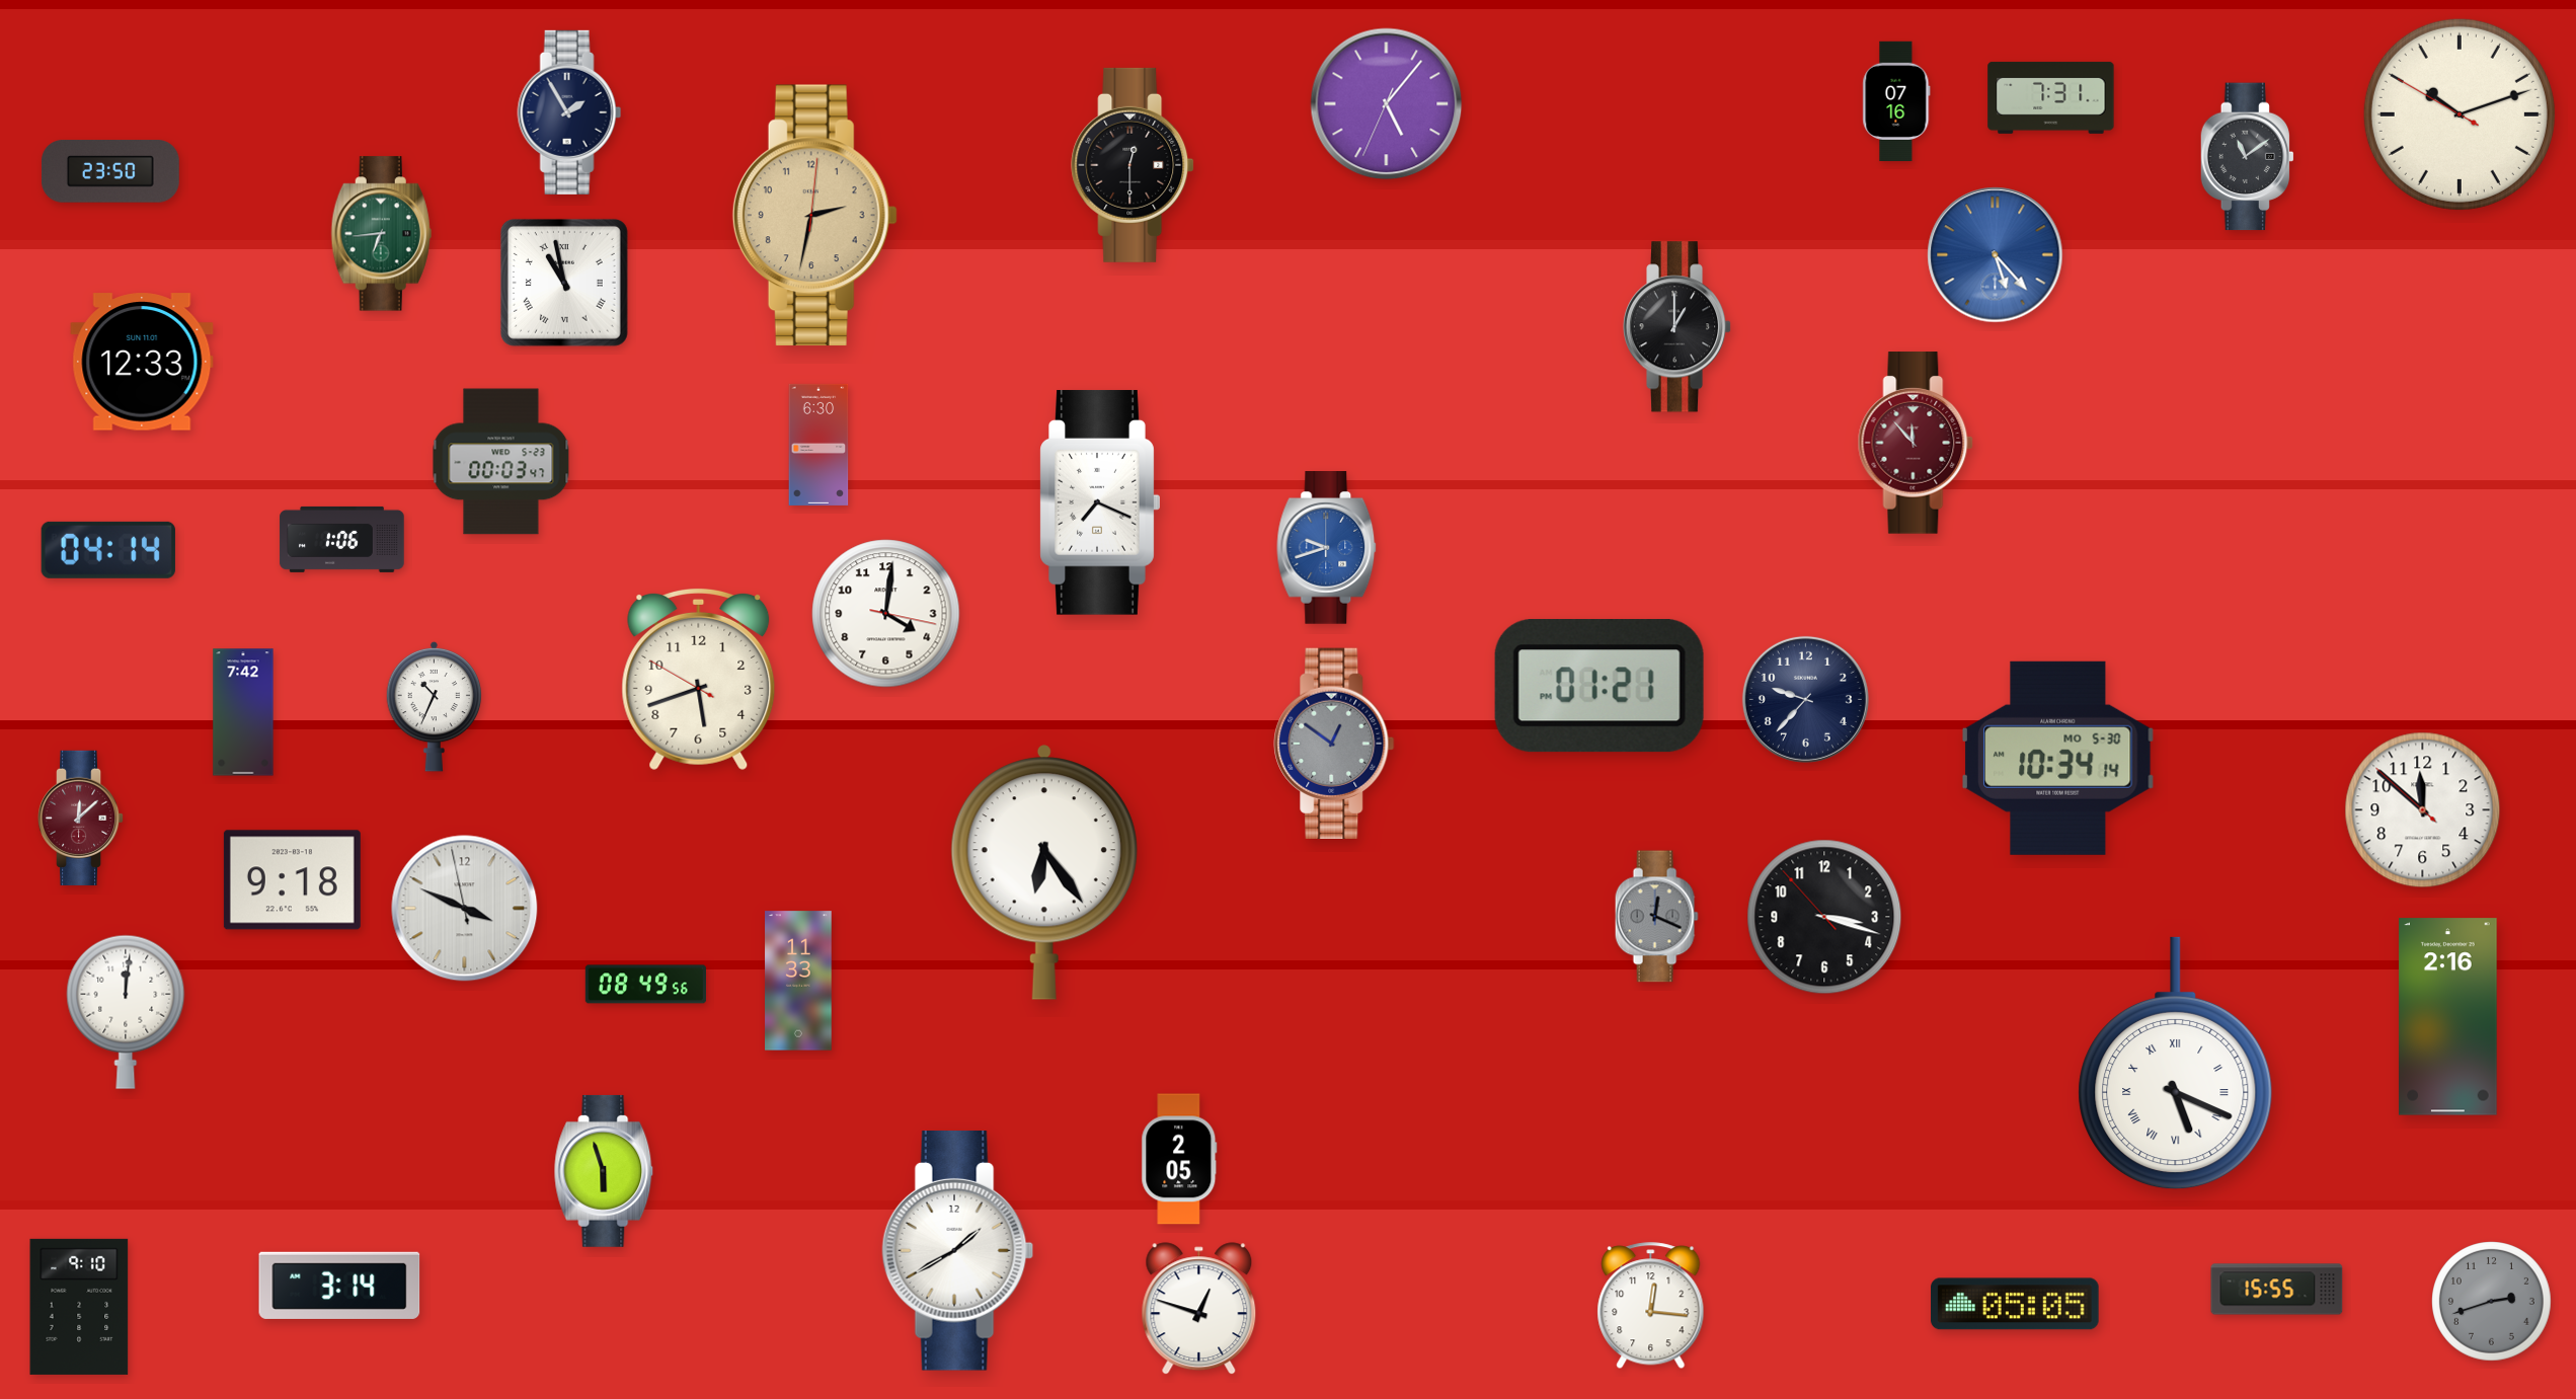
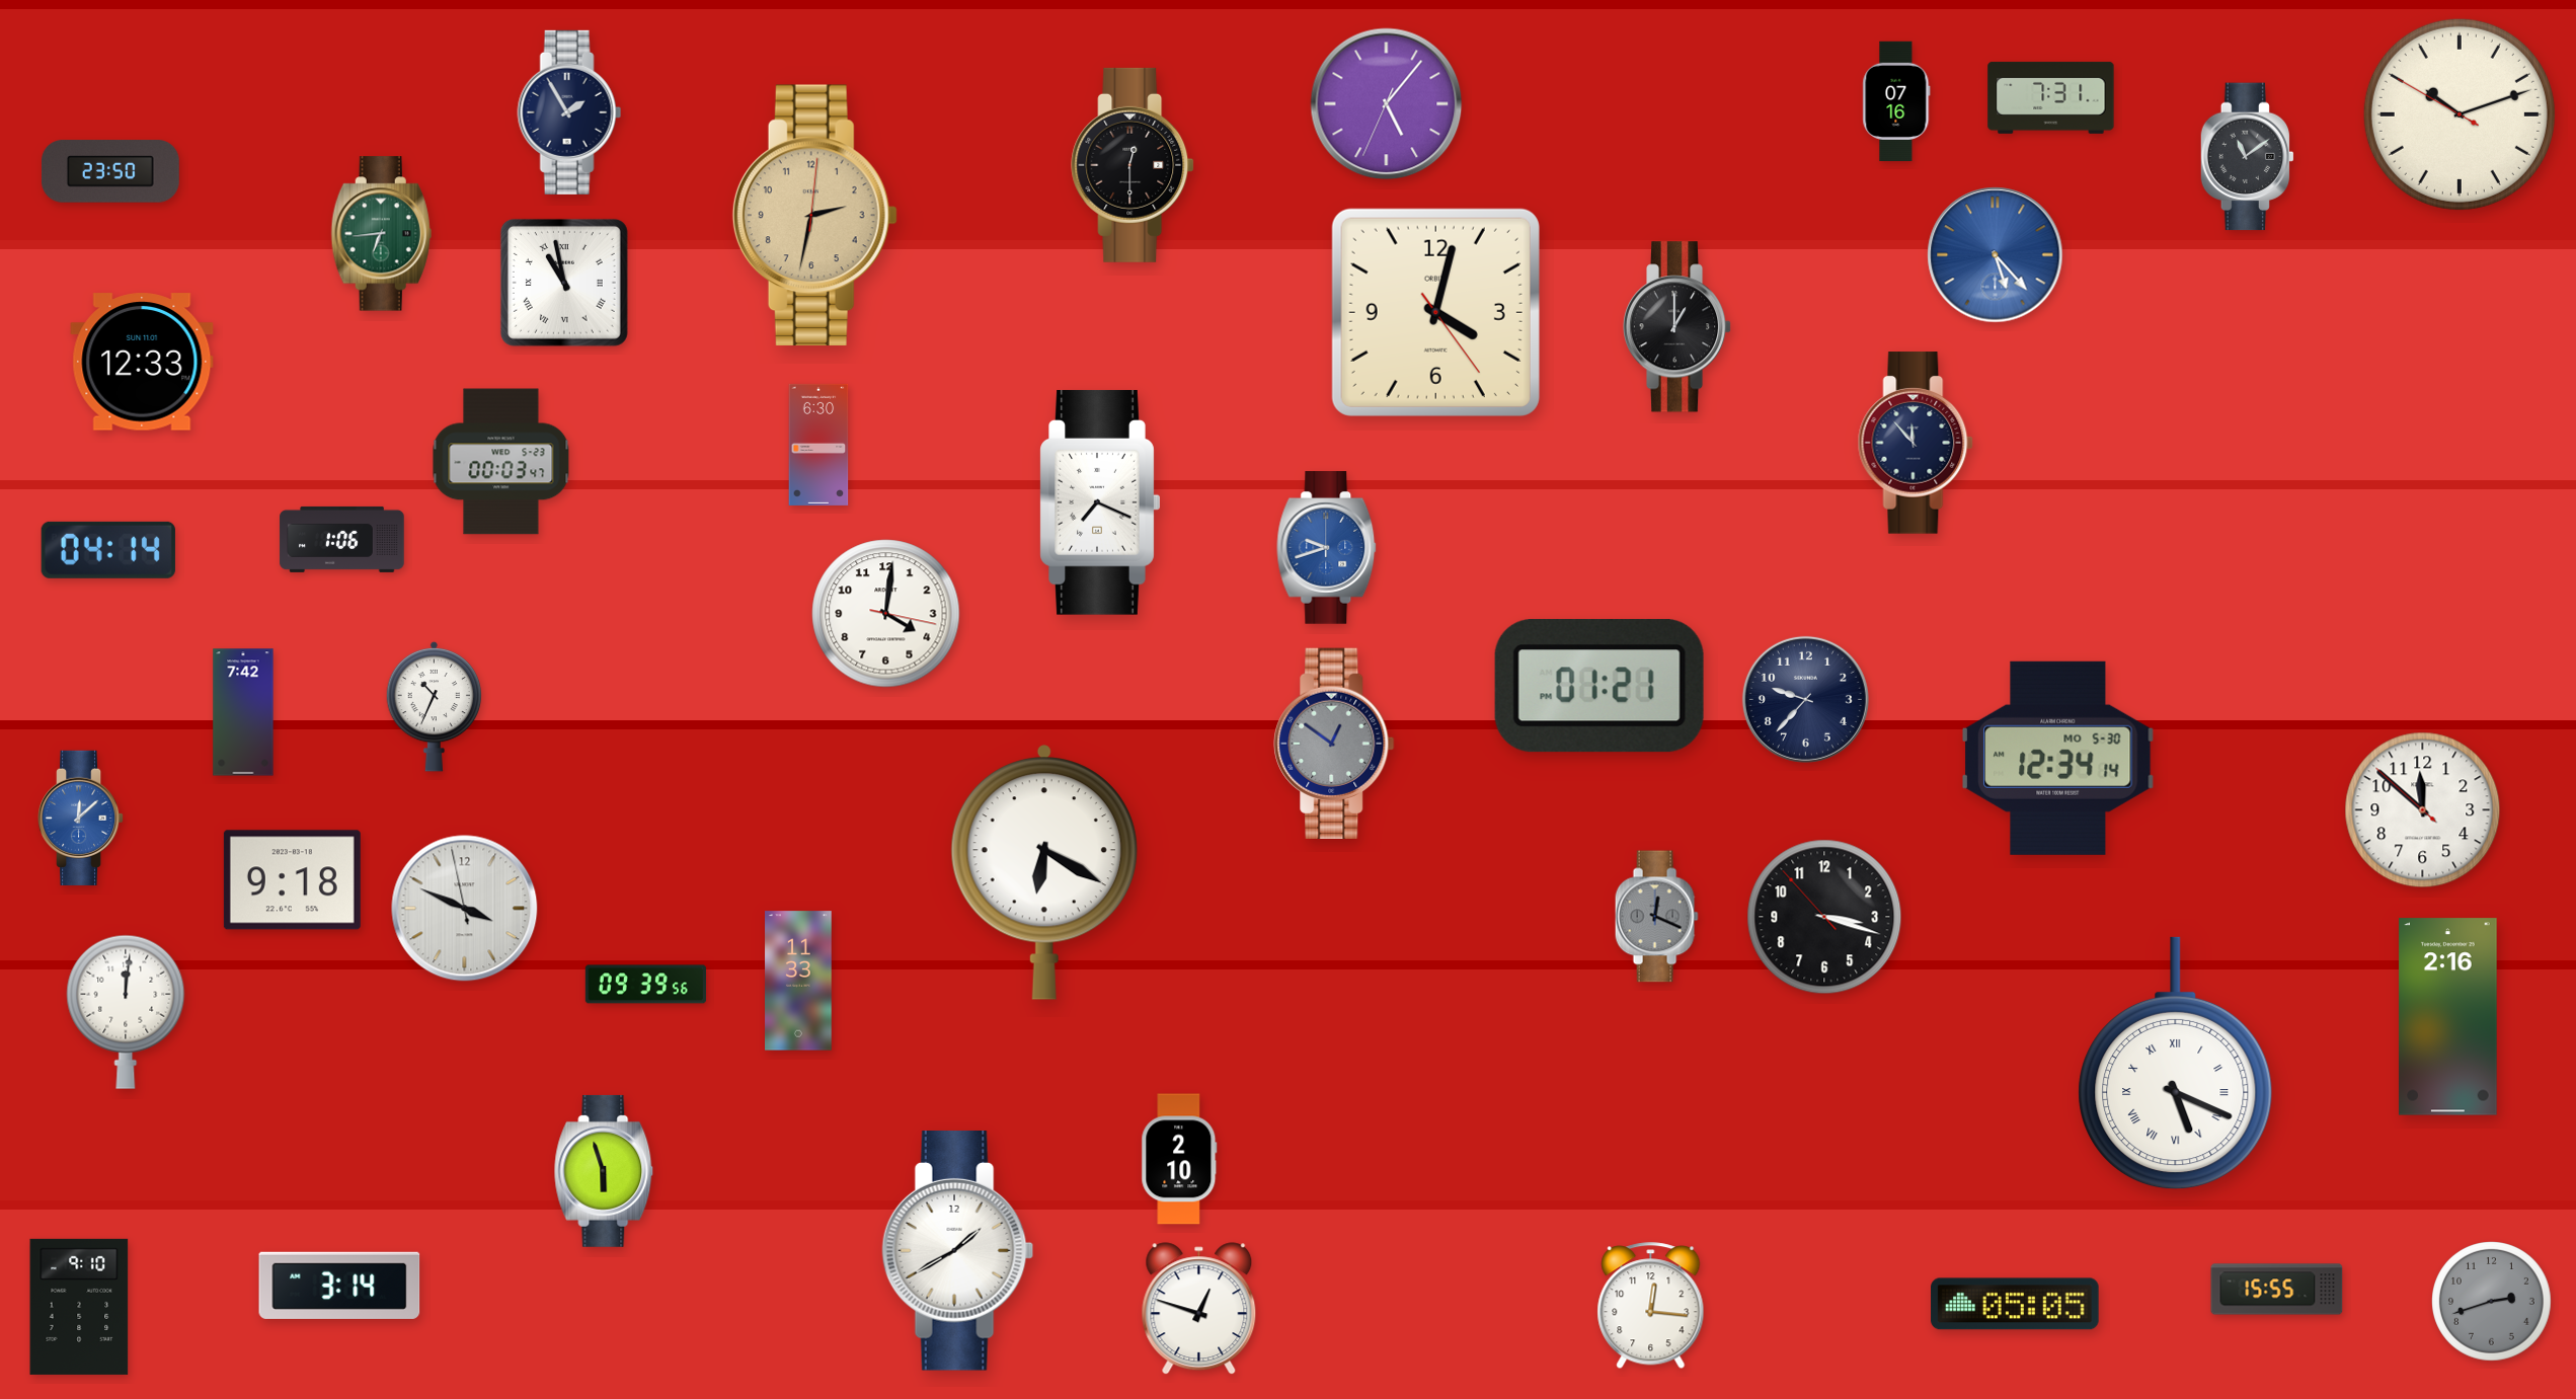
clock at (1435, 312): none -> 4:02
clock at (1916, 443) dial: burgundy -> navy
clock at (699, 679): 5:41 -> none
clock at (2058, 758): 10:34 -> 12:34
clock at (82, 818) dial: burgundy -> blue
clock at (1044, 872): 6:24 -> 6:20
clock at (645, 985): 08:49 -> 09:39
clock at (1179, 1159): 2:05 -> 2:10
